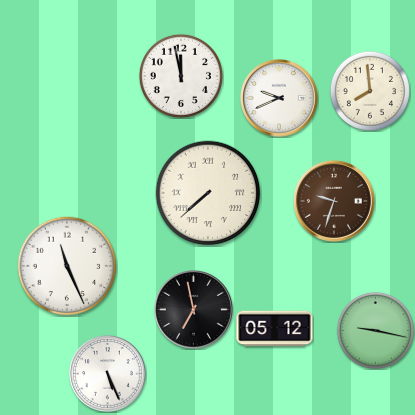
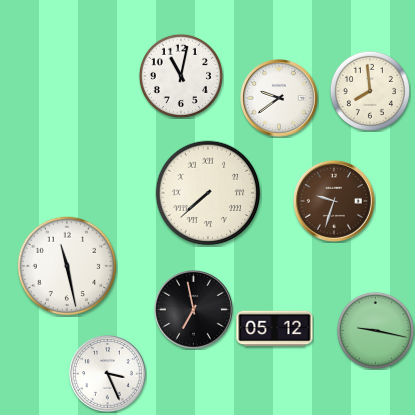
clock at (181, 76): 11:58 -> 11:02
clock at (279, 98): 9:41 -> 9:39
clock at (67, 266): 11:26 -> 11:28
clock at (108, 374): 5:26 -> 3:26
